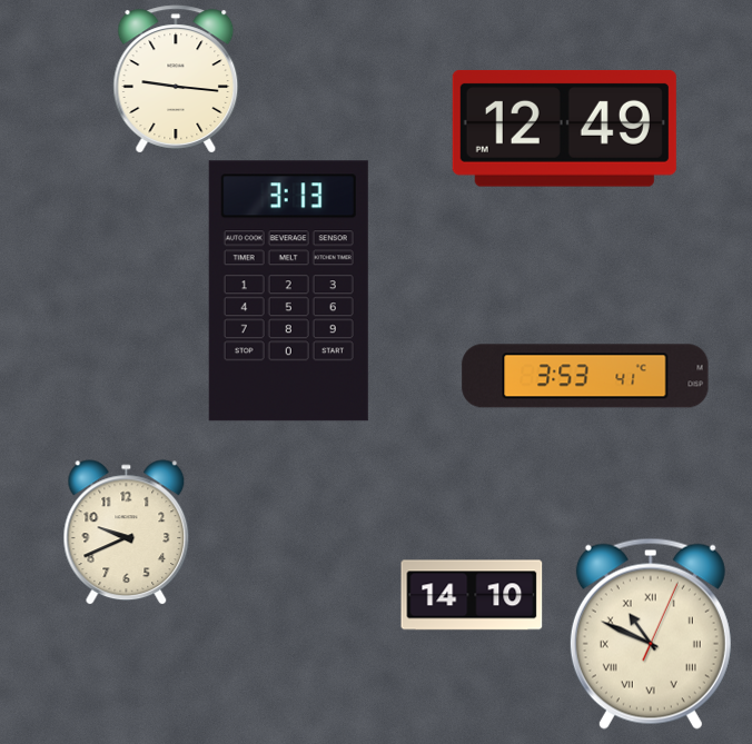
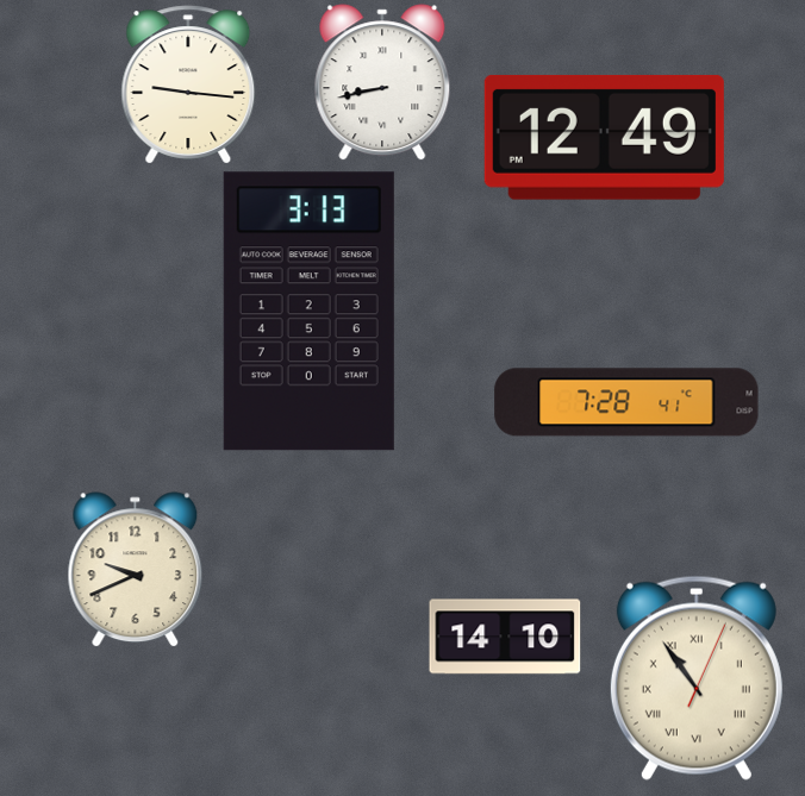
clock at (382, 82): none -> 8:43
clock at (585, 376): 3:53 -> 7:28
clock at (651, 634): 10:49 -> 10:54
